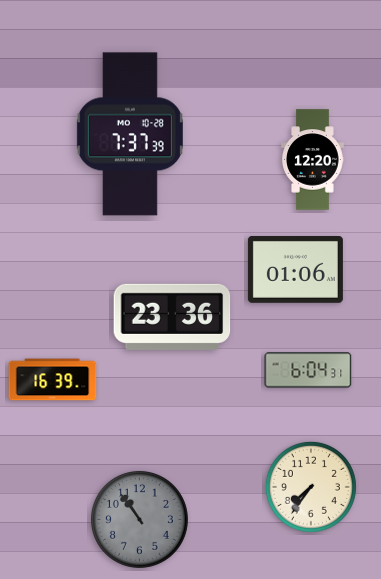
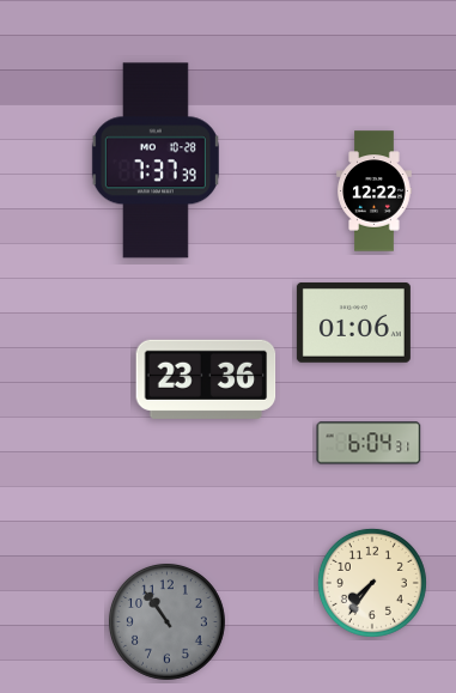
clock at (313, 160): 12:20 -> 12:22
clock at (53, 380): 16:39 -> none
